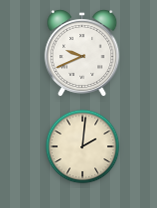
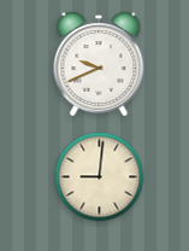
clock at (83, 147): 2:01 -> 9:01
